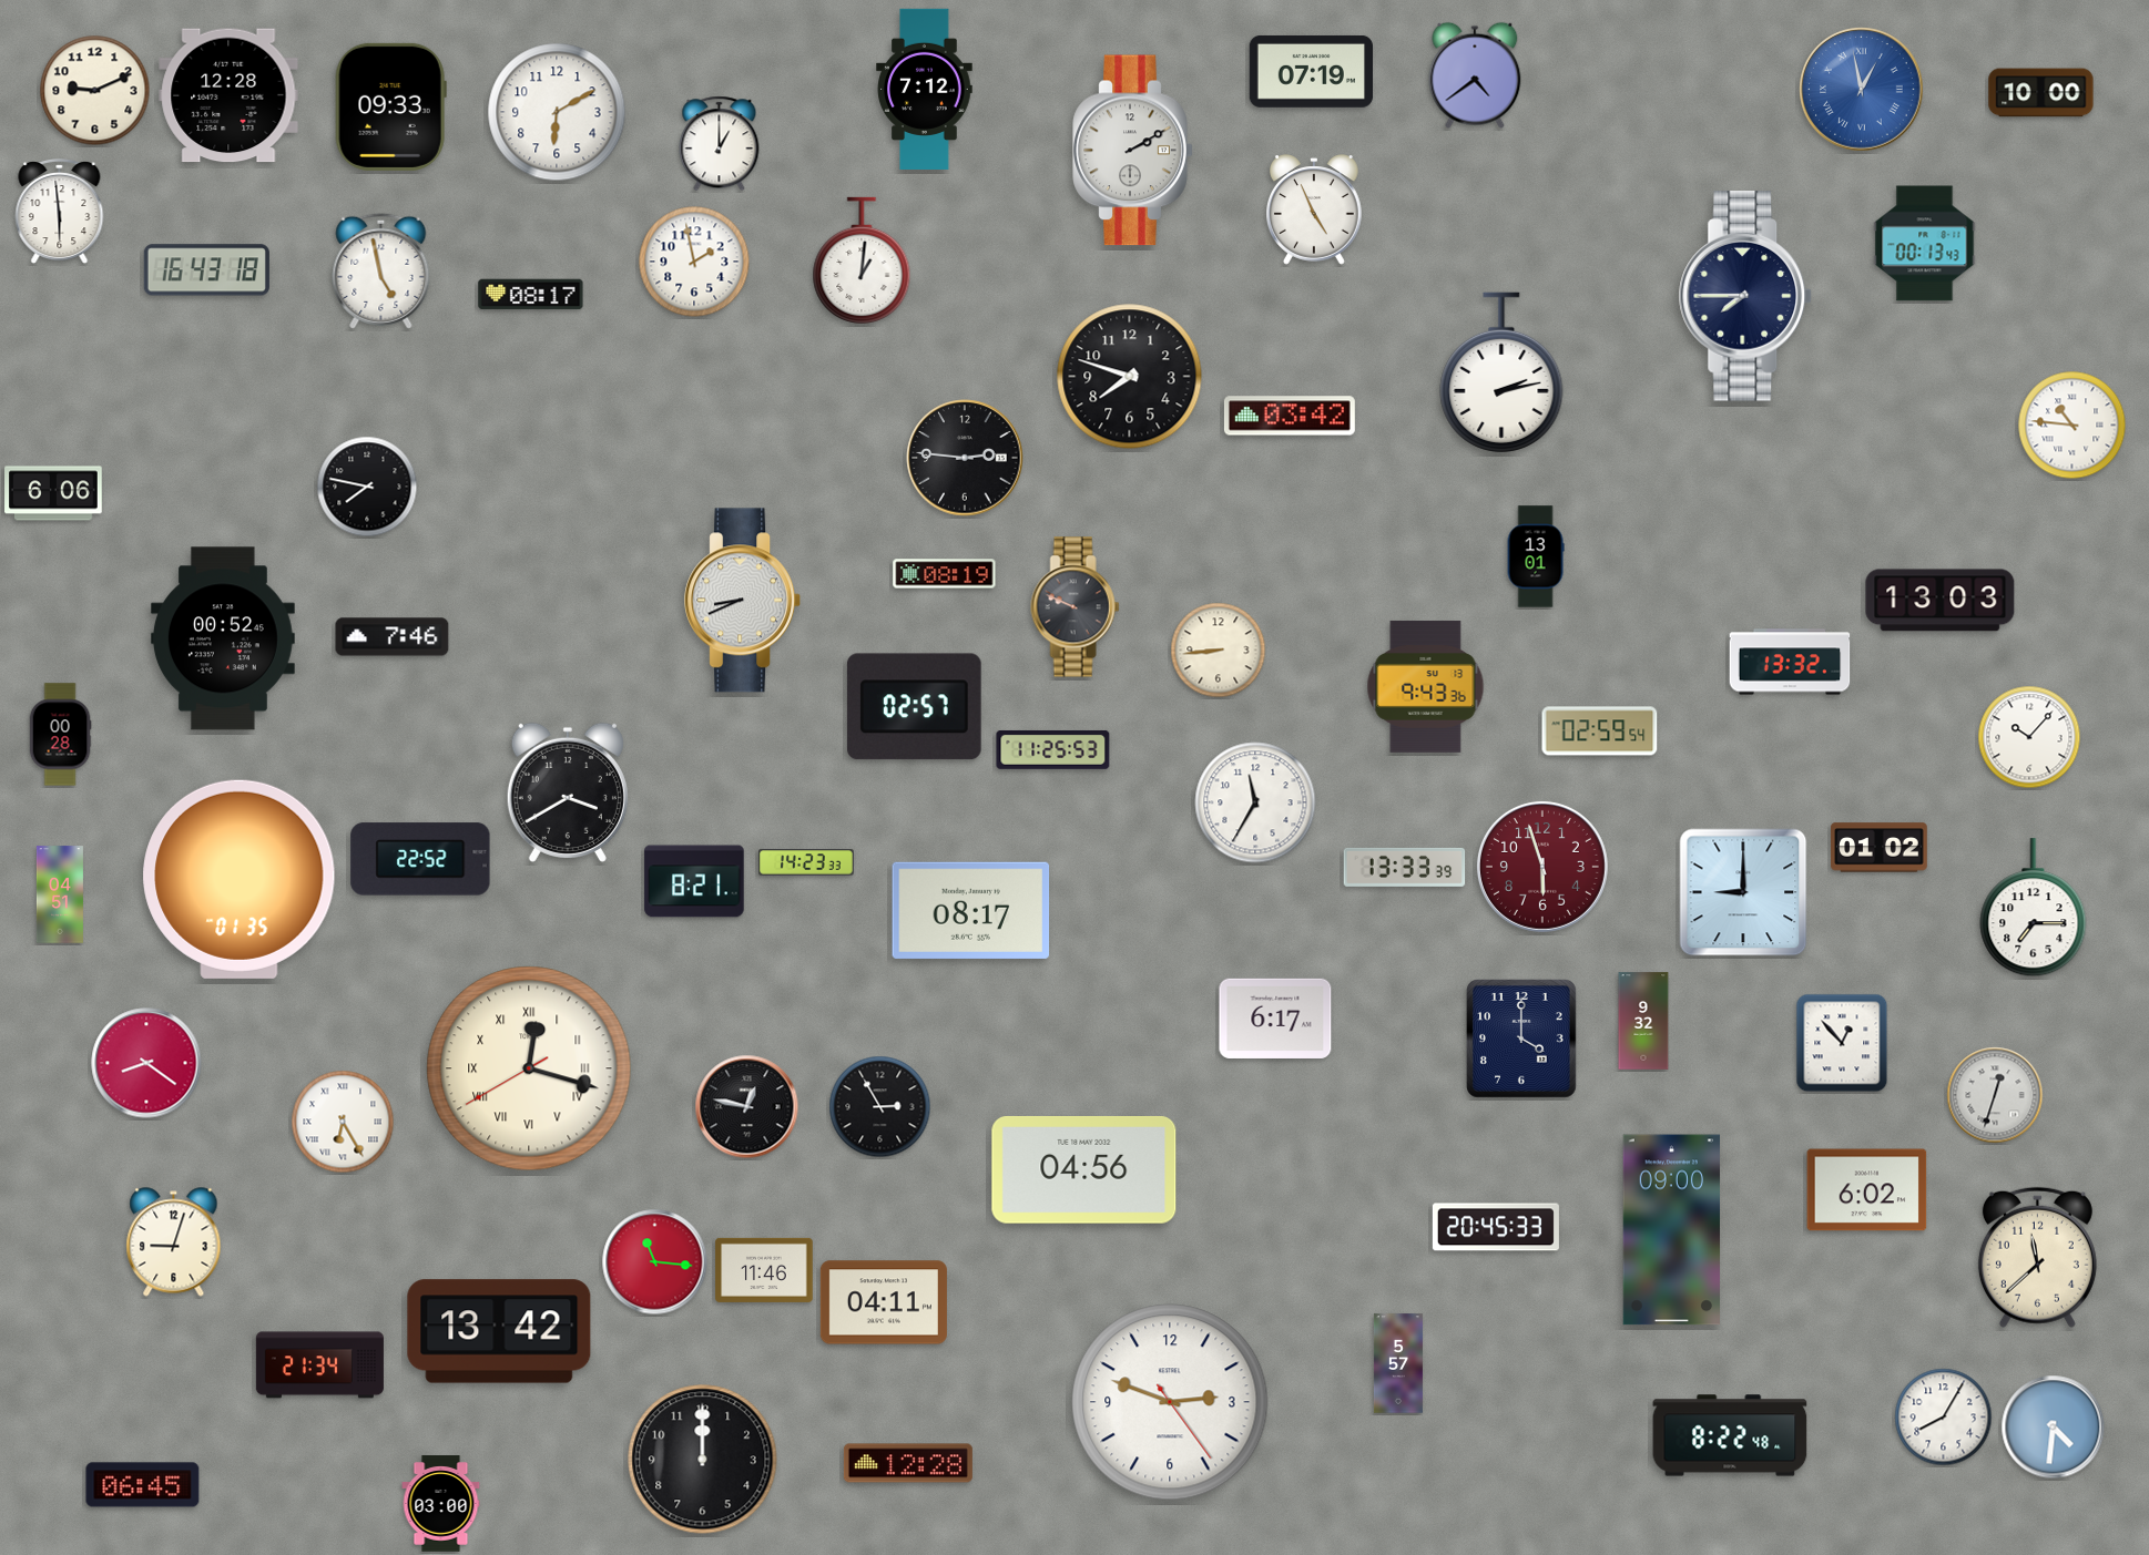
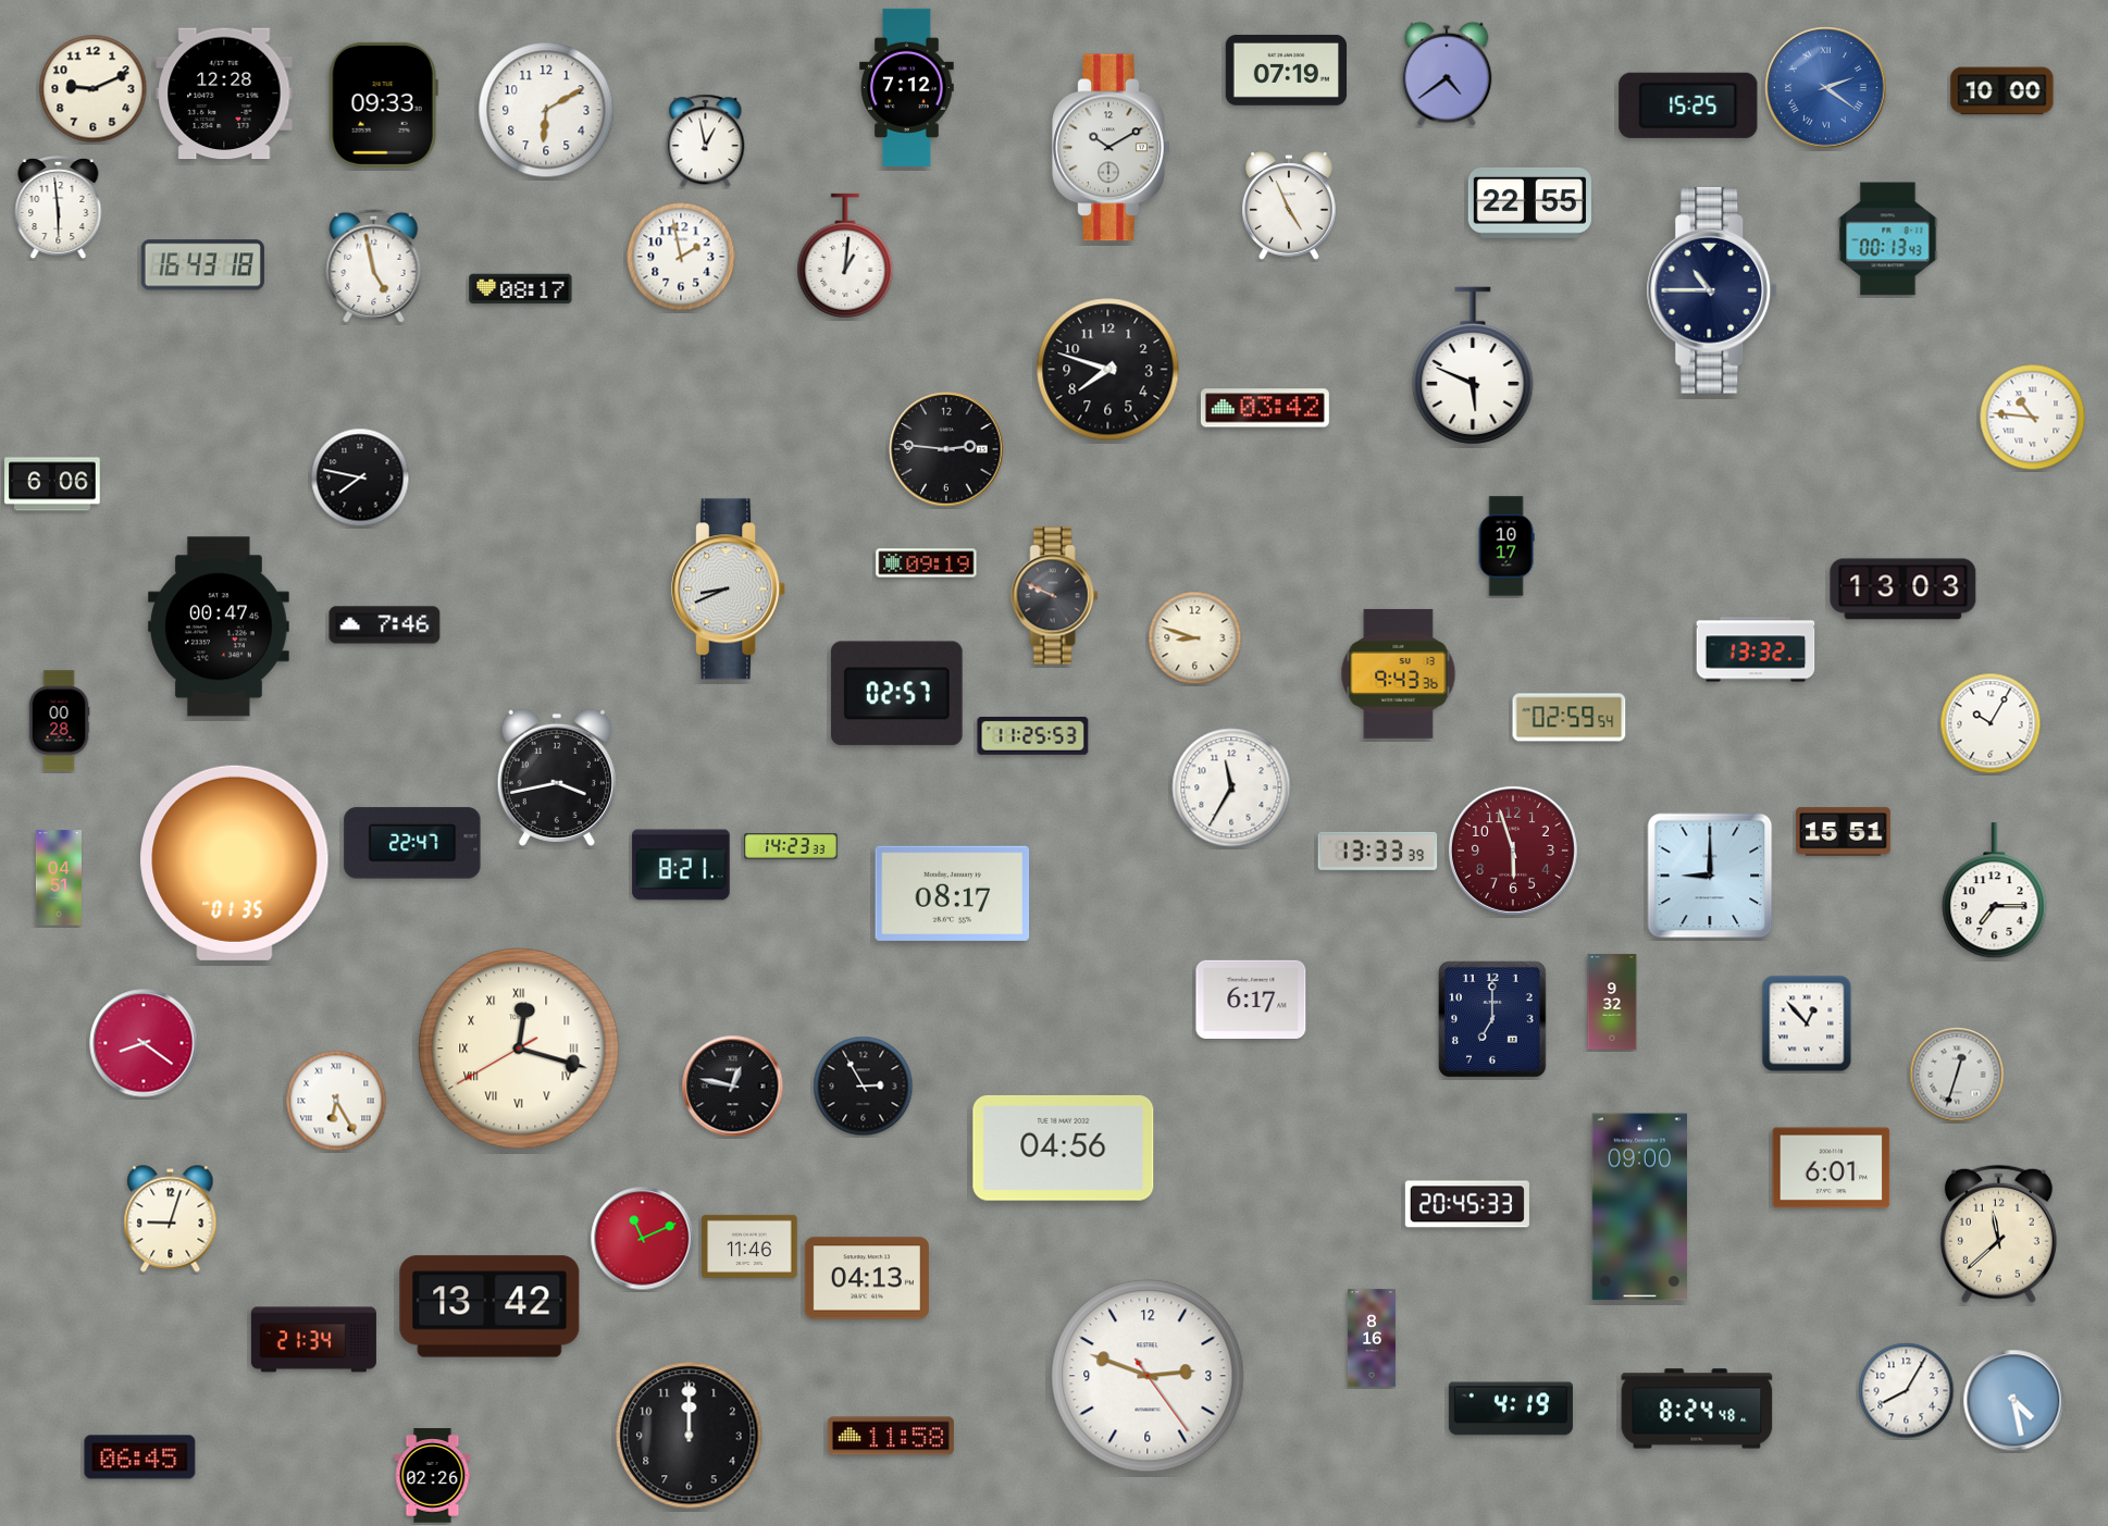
clock at (1862, 90): 12:58 -> 2:21
clock at (1688, 106): none -> 15:25
clock at (720, 144): 1:00 -> 12:58
clock at (1133, 151): 2:10 -> 10:10
clock at (1529, 202): none -> 22:55
clock at (1745, 296): 7:45 -> 10:45
clock at (1501, 372): 2:13 -> 5:49
clock at (1536, 556): 13:01 -> 10:17
clock at (945, 574): 08:19 -> 09:19
clock at (223, 638): 00:52 -> 00:47
clock at (1219, 651): 8:44 -> 8:48
clock at (2029, 737): 10:07 -> 10:05
clock at (568, 792): 3:40 -> 3:43
clock at (1880, 848): 01:02 -> 15:51
clock at (420, 859): 22:52 -> 22:47
clock at (1521, 1040): 4:00 -> 7:00
clock at (1867, 1190): 6:02 -> 6:01
clock at (655, 1262): 11:16 -> 11:11
clock at (884, 1302): 04:11 -> 04:13
clock at (1398, 1363): 5:57 -> 8:16
clock at (2054, 1428): 4:31 -> 4:28
clock at (1511, 1409): none -> 4:19
clock at (1730, 1435): 8:22 -> 8:24
clock at (703, 1460) position: (703, 1460) -> (690, 1436)
clock at (908, 1463): 12:28 -> 11:58
clock at (441, 1504): 03:00 -> 02:26
